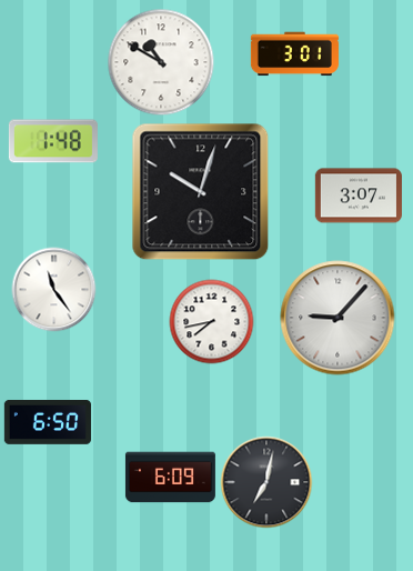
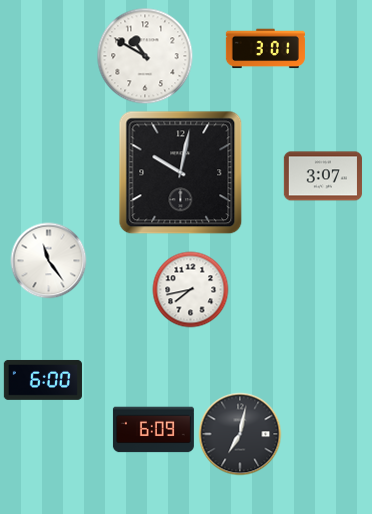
clock at (53, 141): 1:48 -> none
clock at (201, 192): 10:03 -> 10:02
clock at (338, 318): 9:07 -> none
clock at (48, 422): 6:50 -> 6:00
